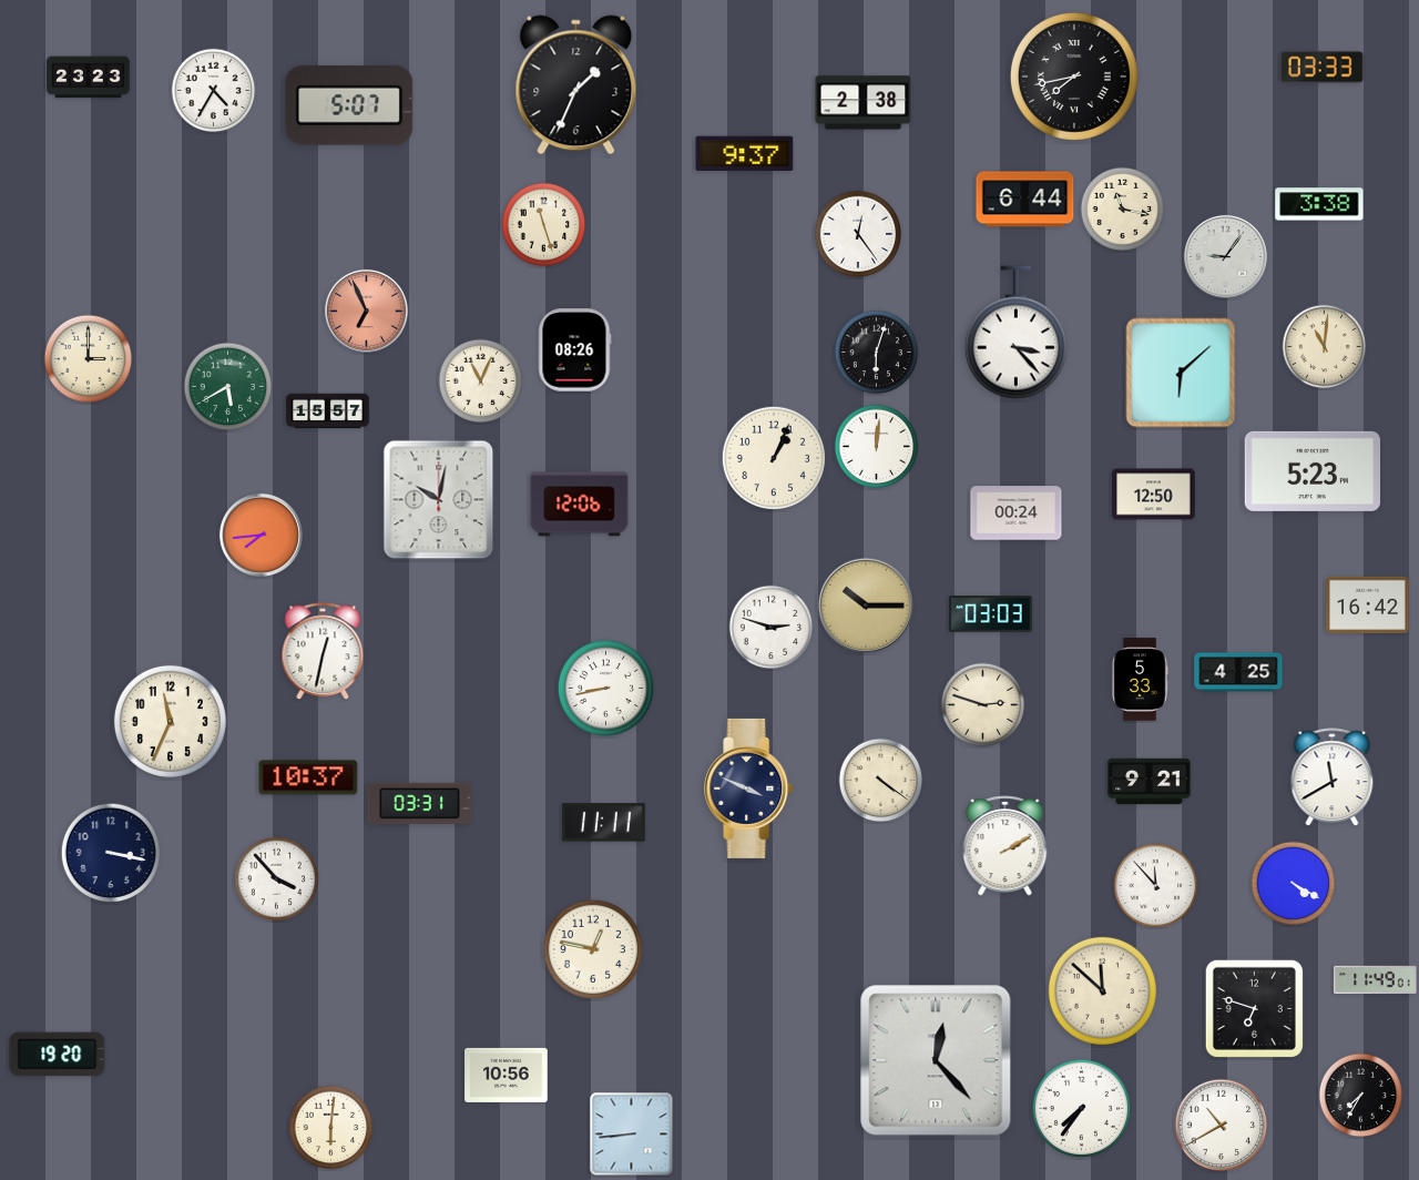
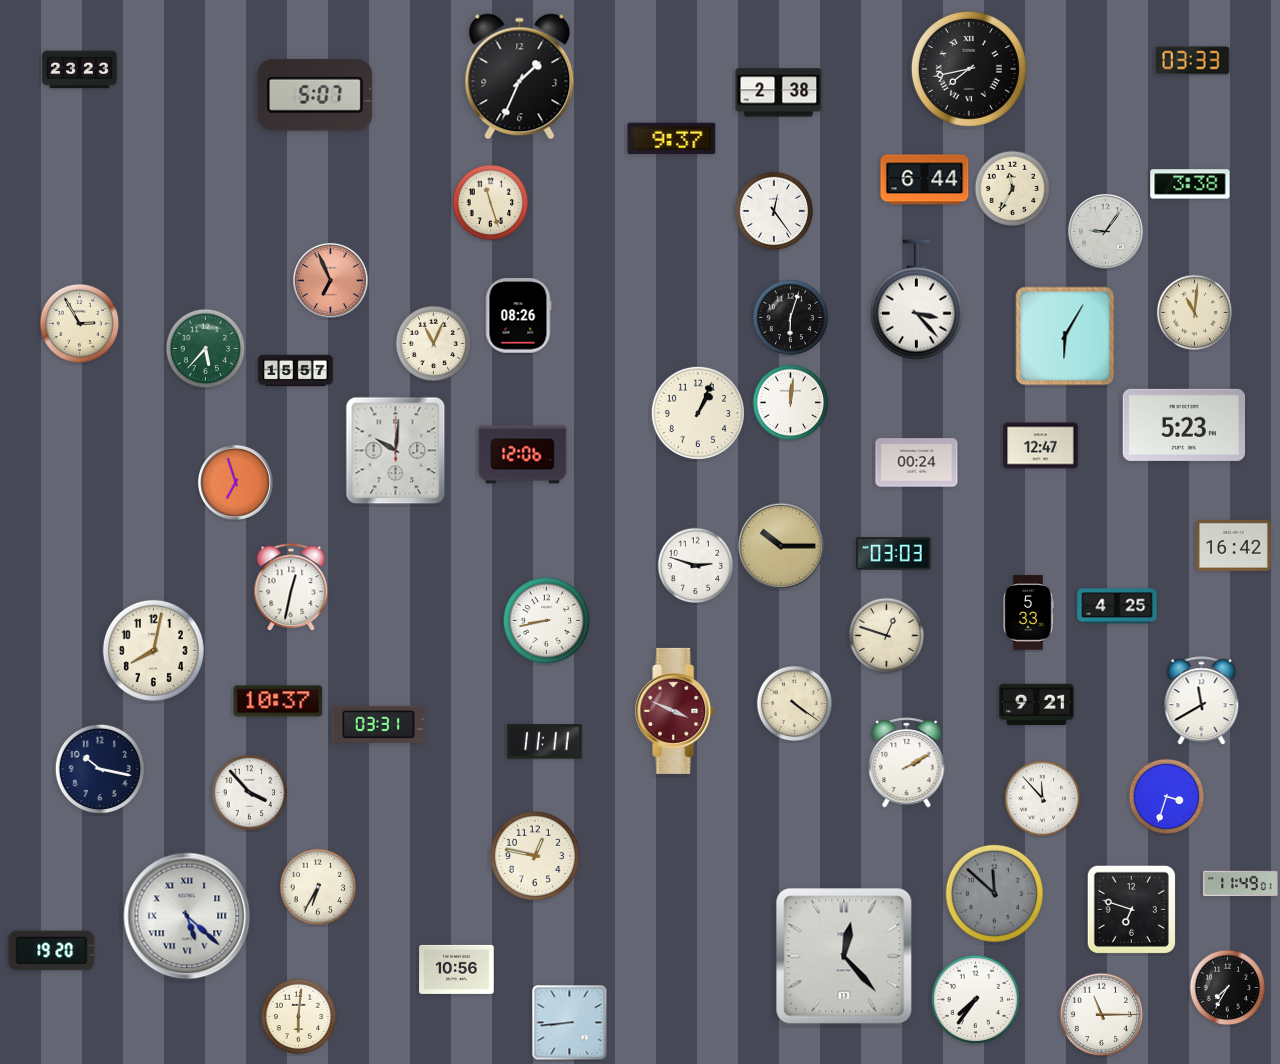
clock at (214, 91): 4:35 -> none
clock at (1123, 210): 11:17 -> 11:35
clock at (89, 359): 3:00 -> 2:55
clock at (1181, 373): 6:08 -> 6:05
clock at (228, 387): 5:40 -> 5:37
clock at (1154, 495): 12:50 -> 12:47
clock at (439, 500): 10:02 -> 10:01
clock at (261, 535): 7:44 -> 6:57
clock at (983, 705): 2:48 -> 12:48
clock at (170, 721): 11:34 -> 8:02
clock at (749, 789) dial: navy -> burgundy
clock at (110, 852): 3:17 -> 10:17
clock at (1294, 884): 4:20 -> 3:33
clock at (318, 887): none -> 6:35
clock at (1102, 990) dial: cream -> grey
clock at (187, 916): none -> 5:22
clock at (1222, 1126): 10:40 -> 11:15
